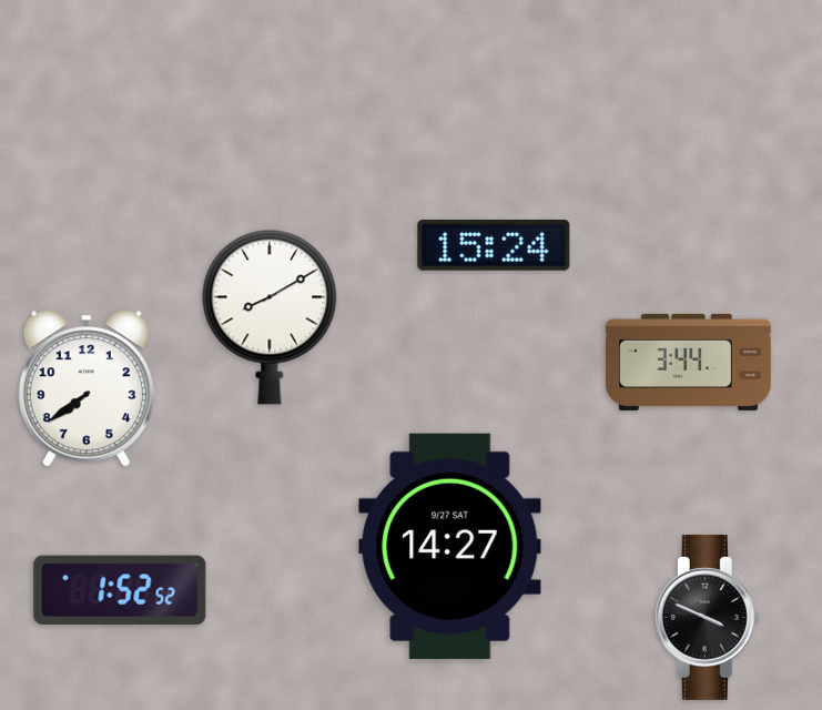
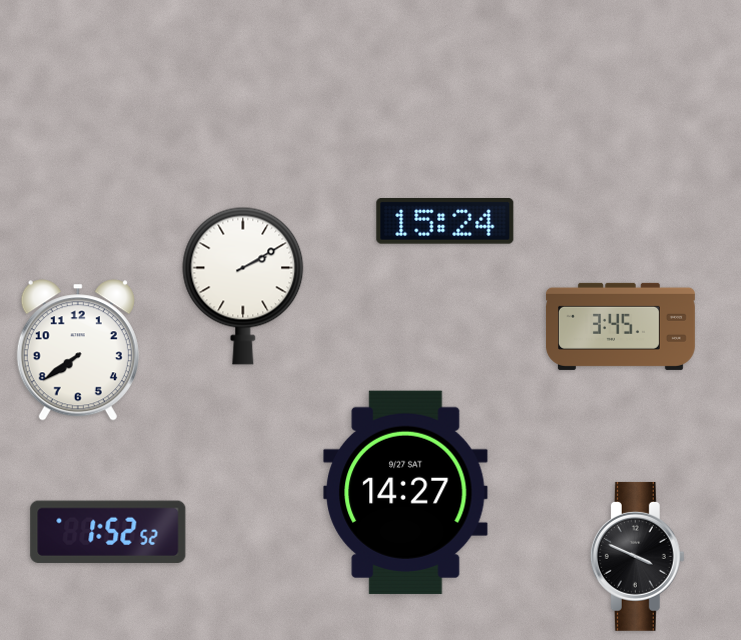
clock at (270, 317): 8:10 -> 2:10
clock at (688, 362): 3:44 -> 3:45
